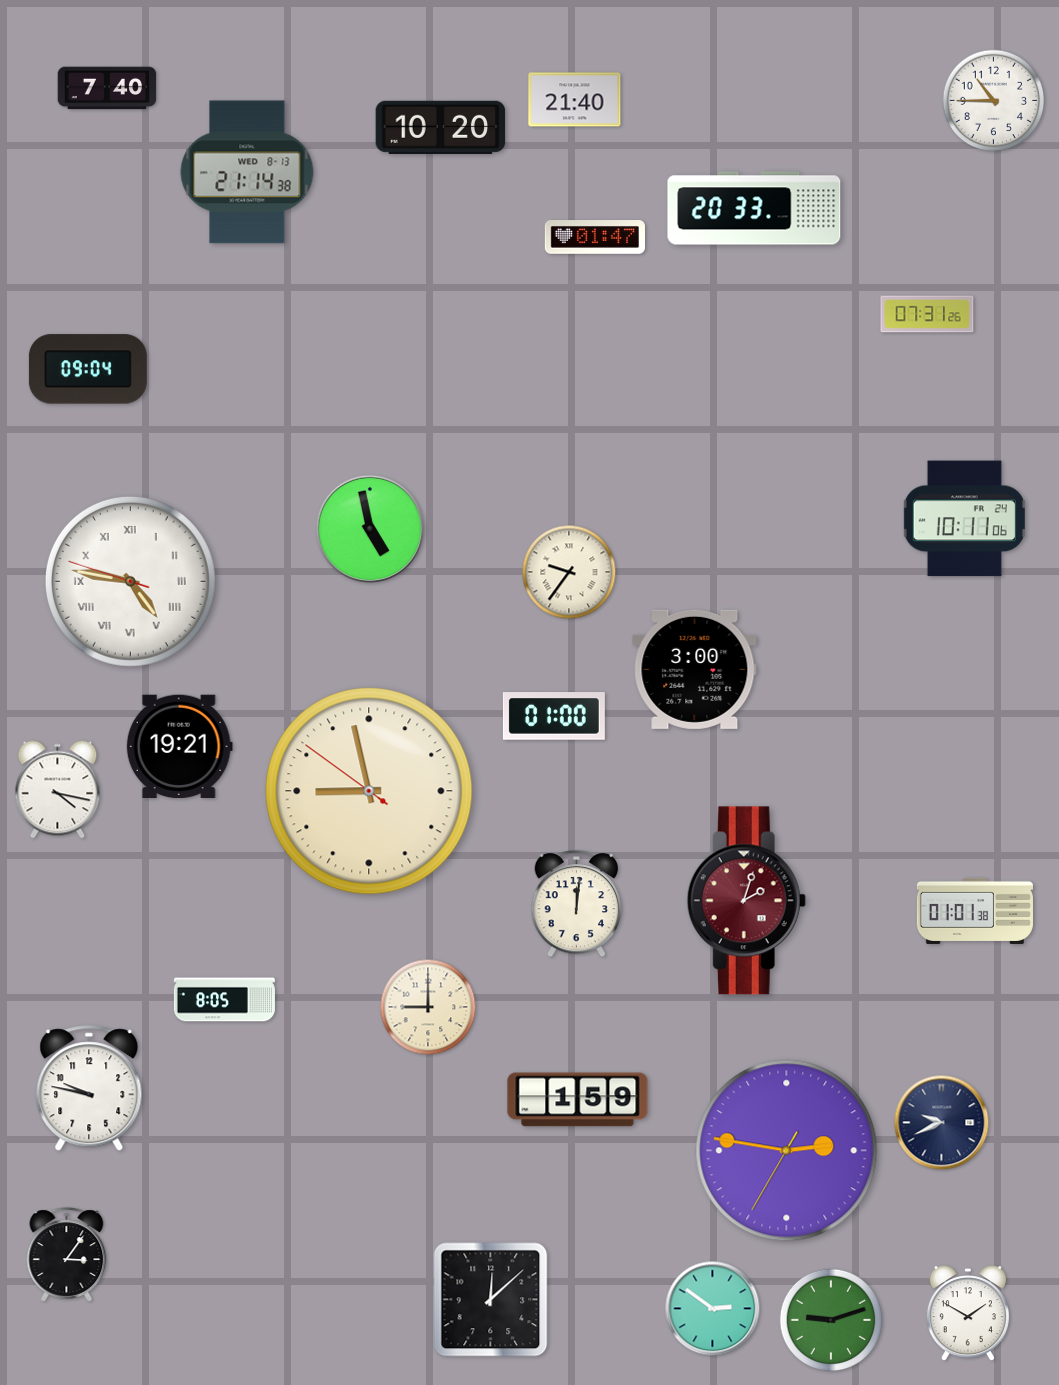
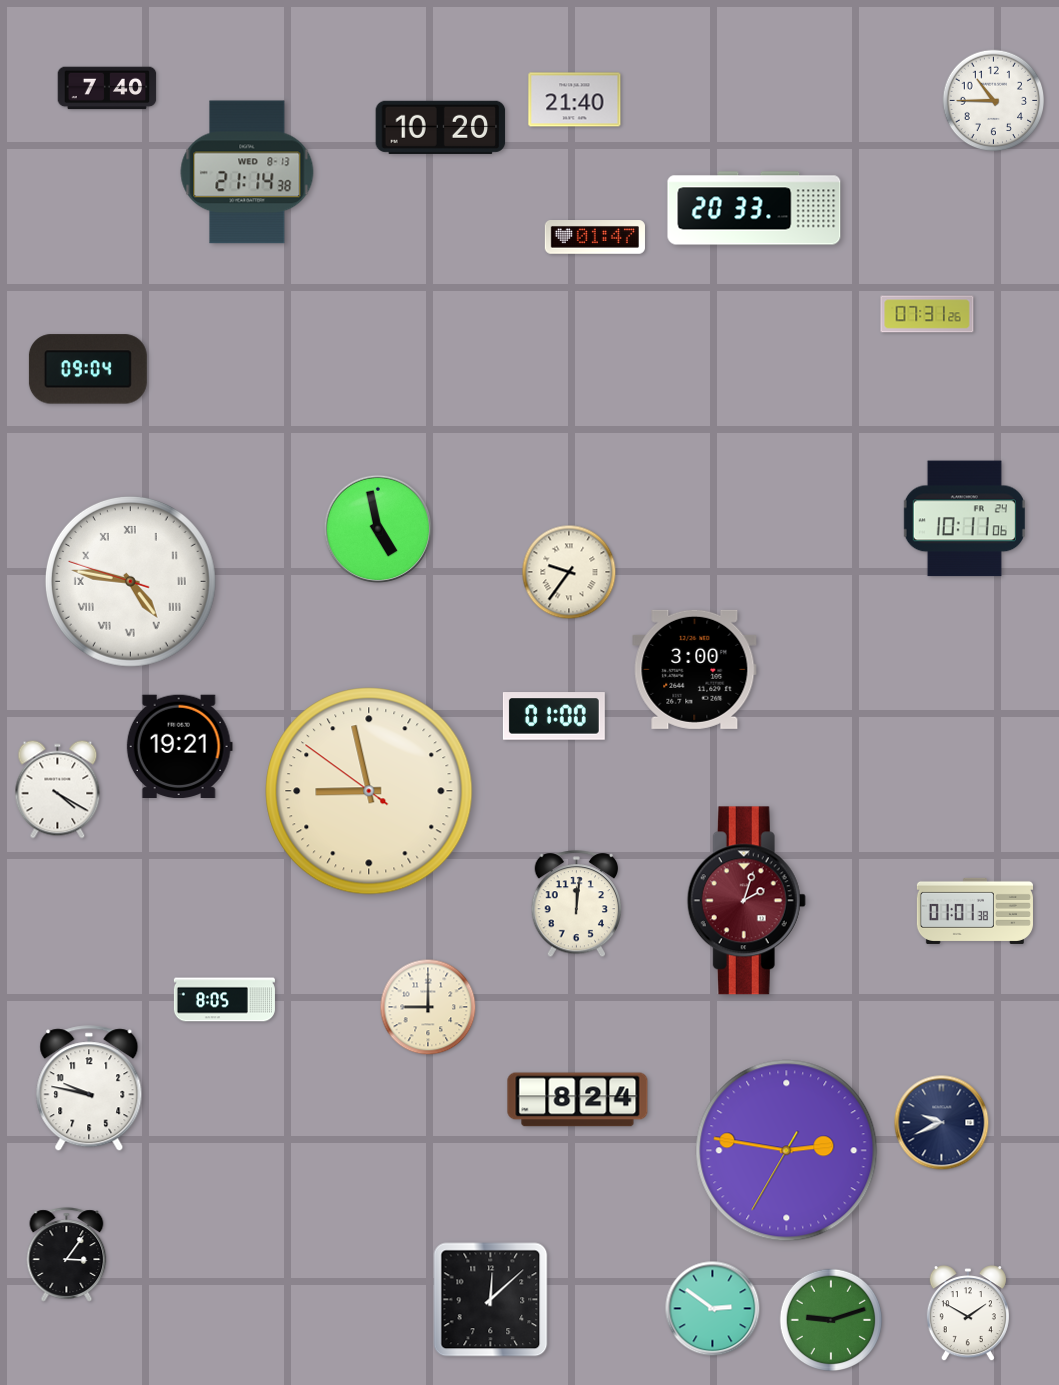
clock at (370, 529) position: (370, 529) -> (378, 529)
clock at (58, 790): 4:17 -> 4:20
clock at (578, 1100): 1:59 -> 8:24
